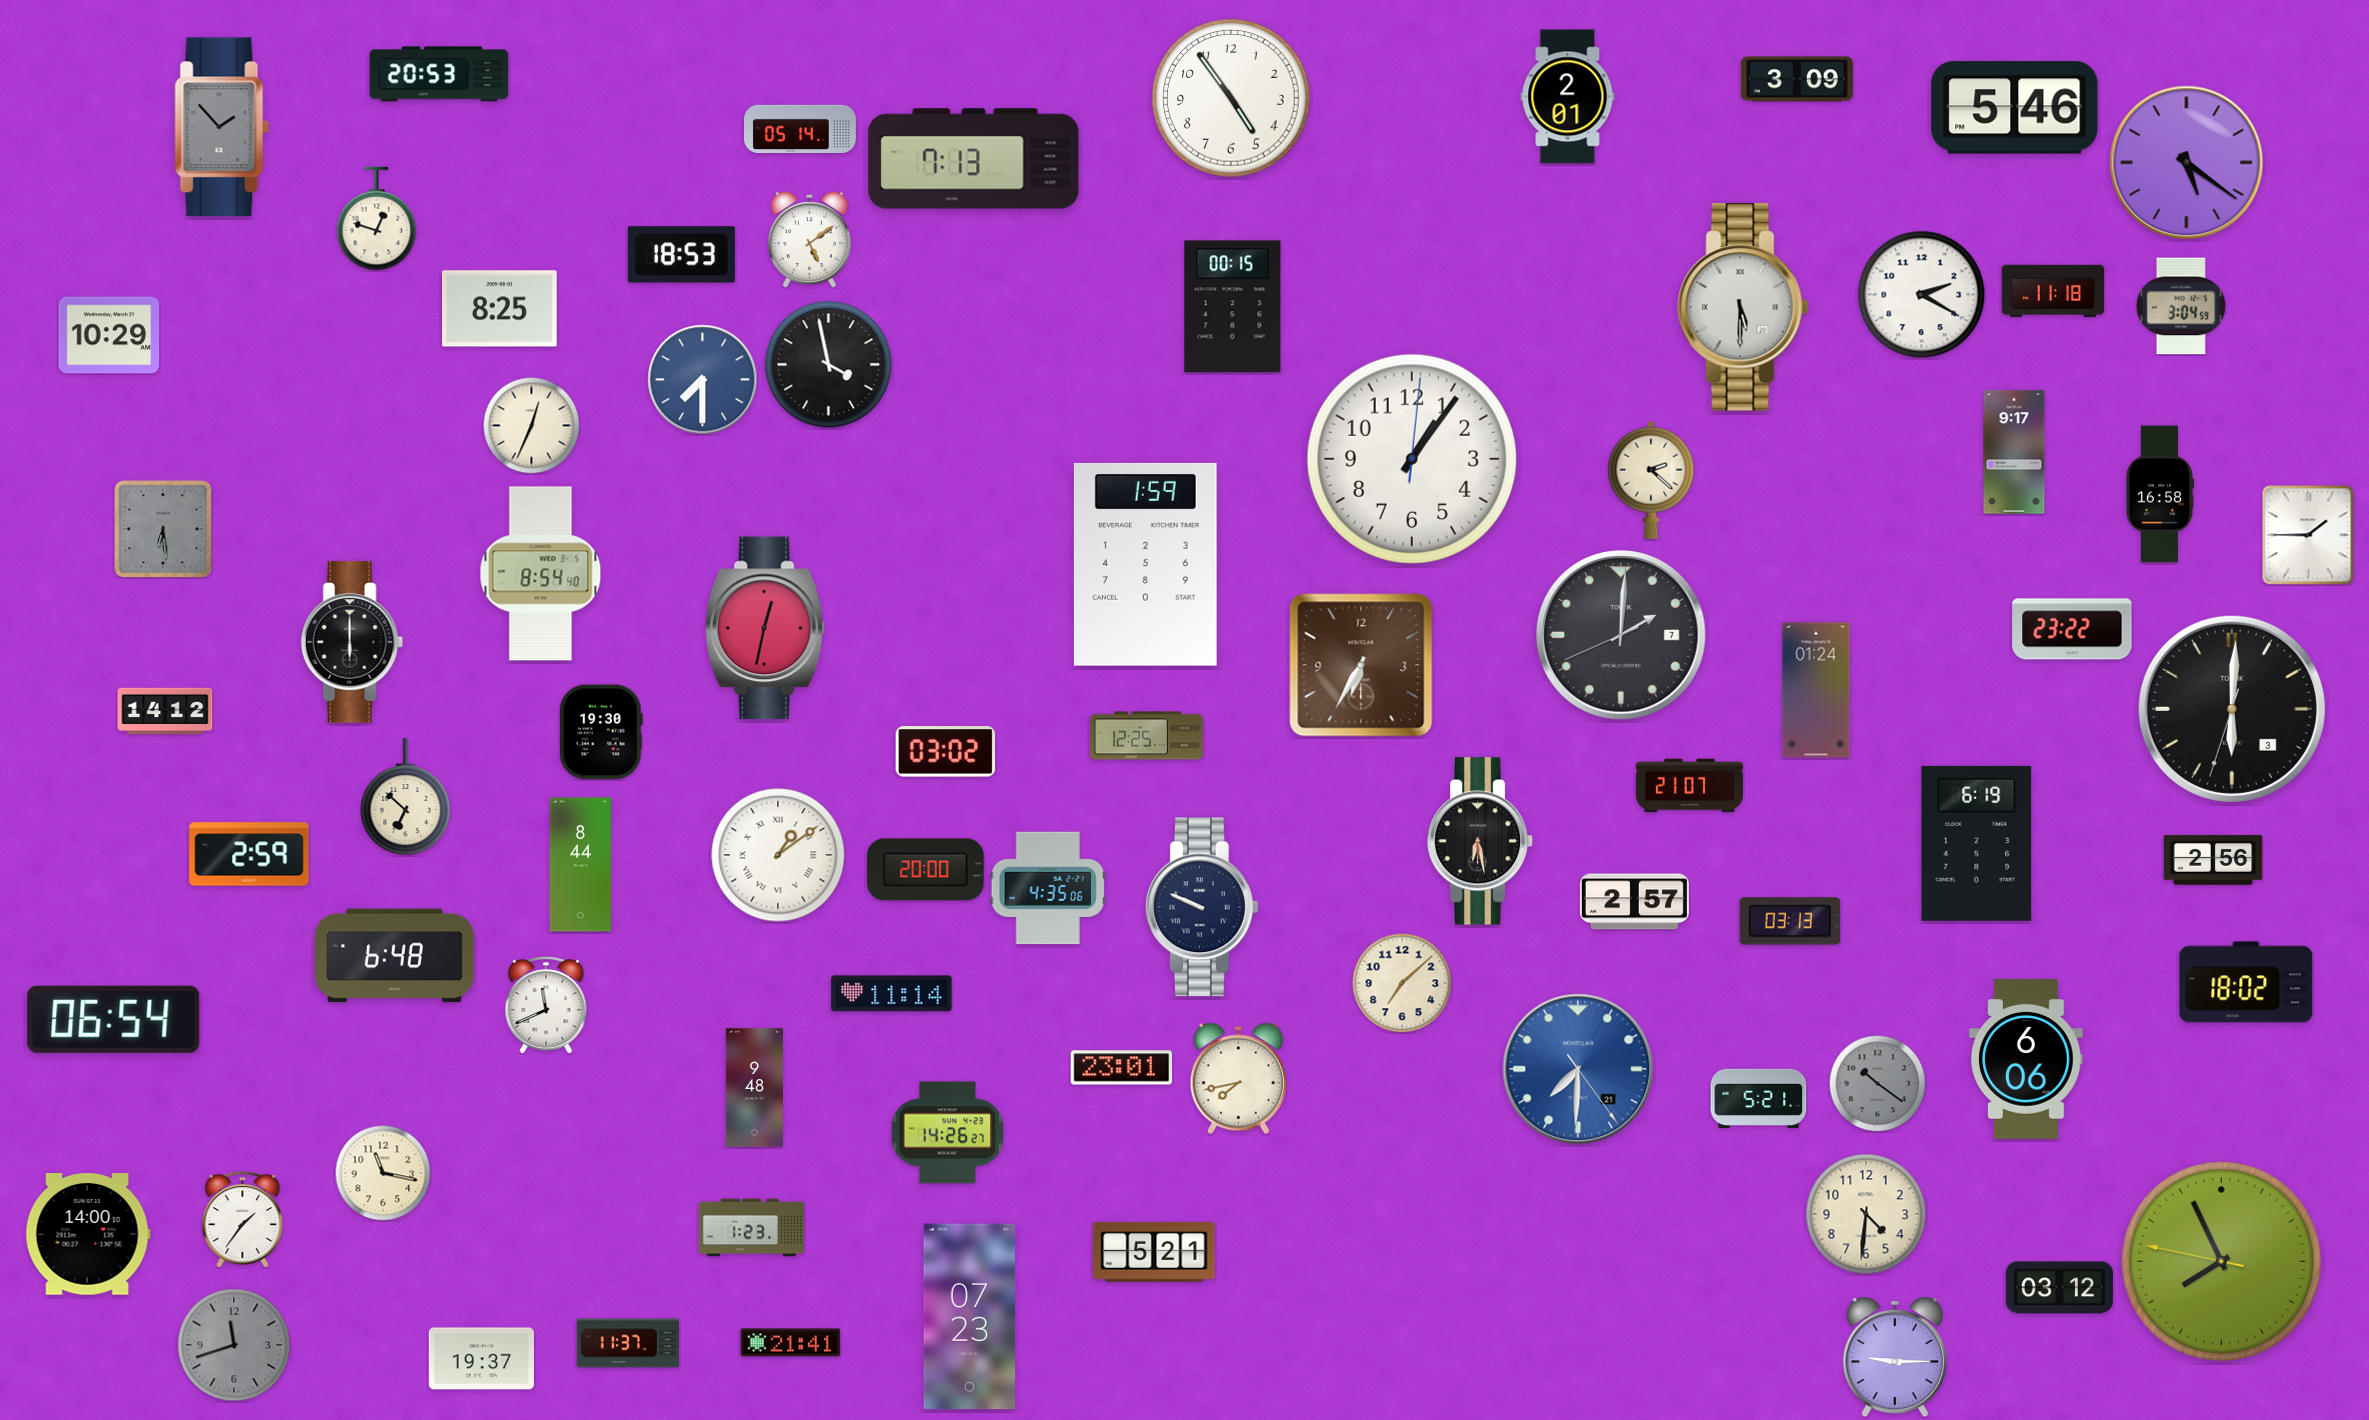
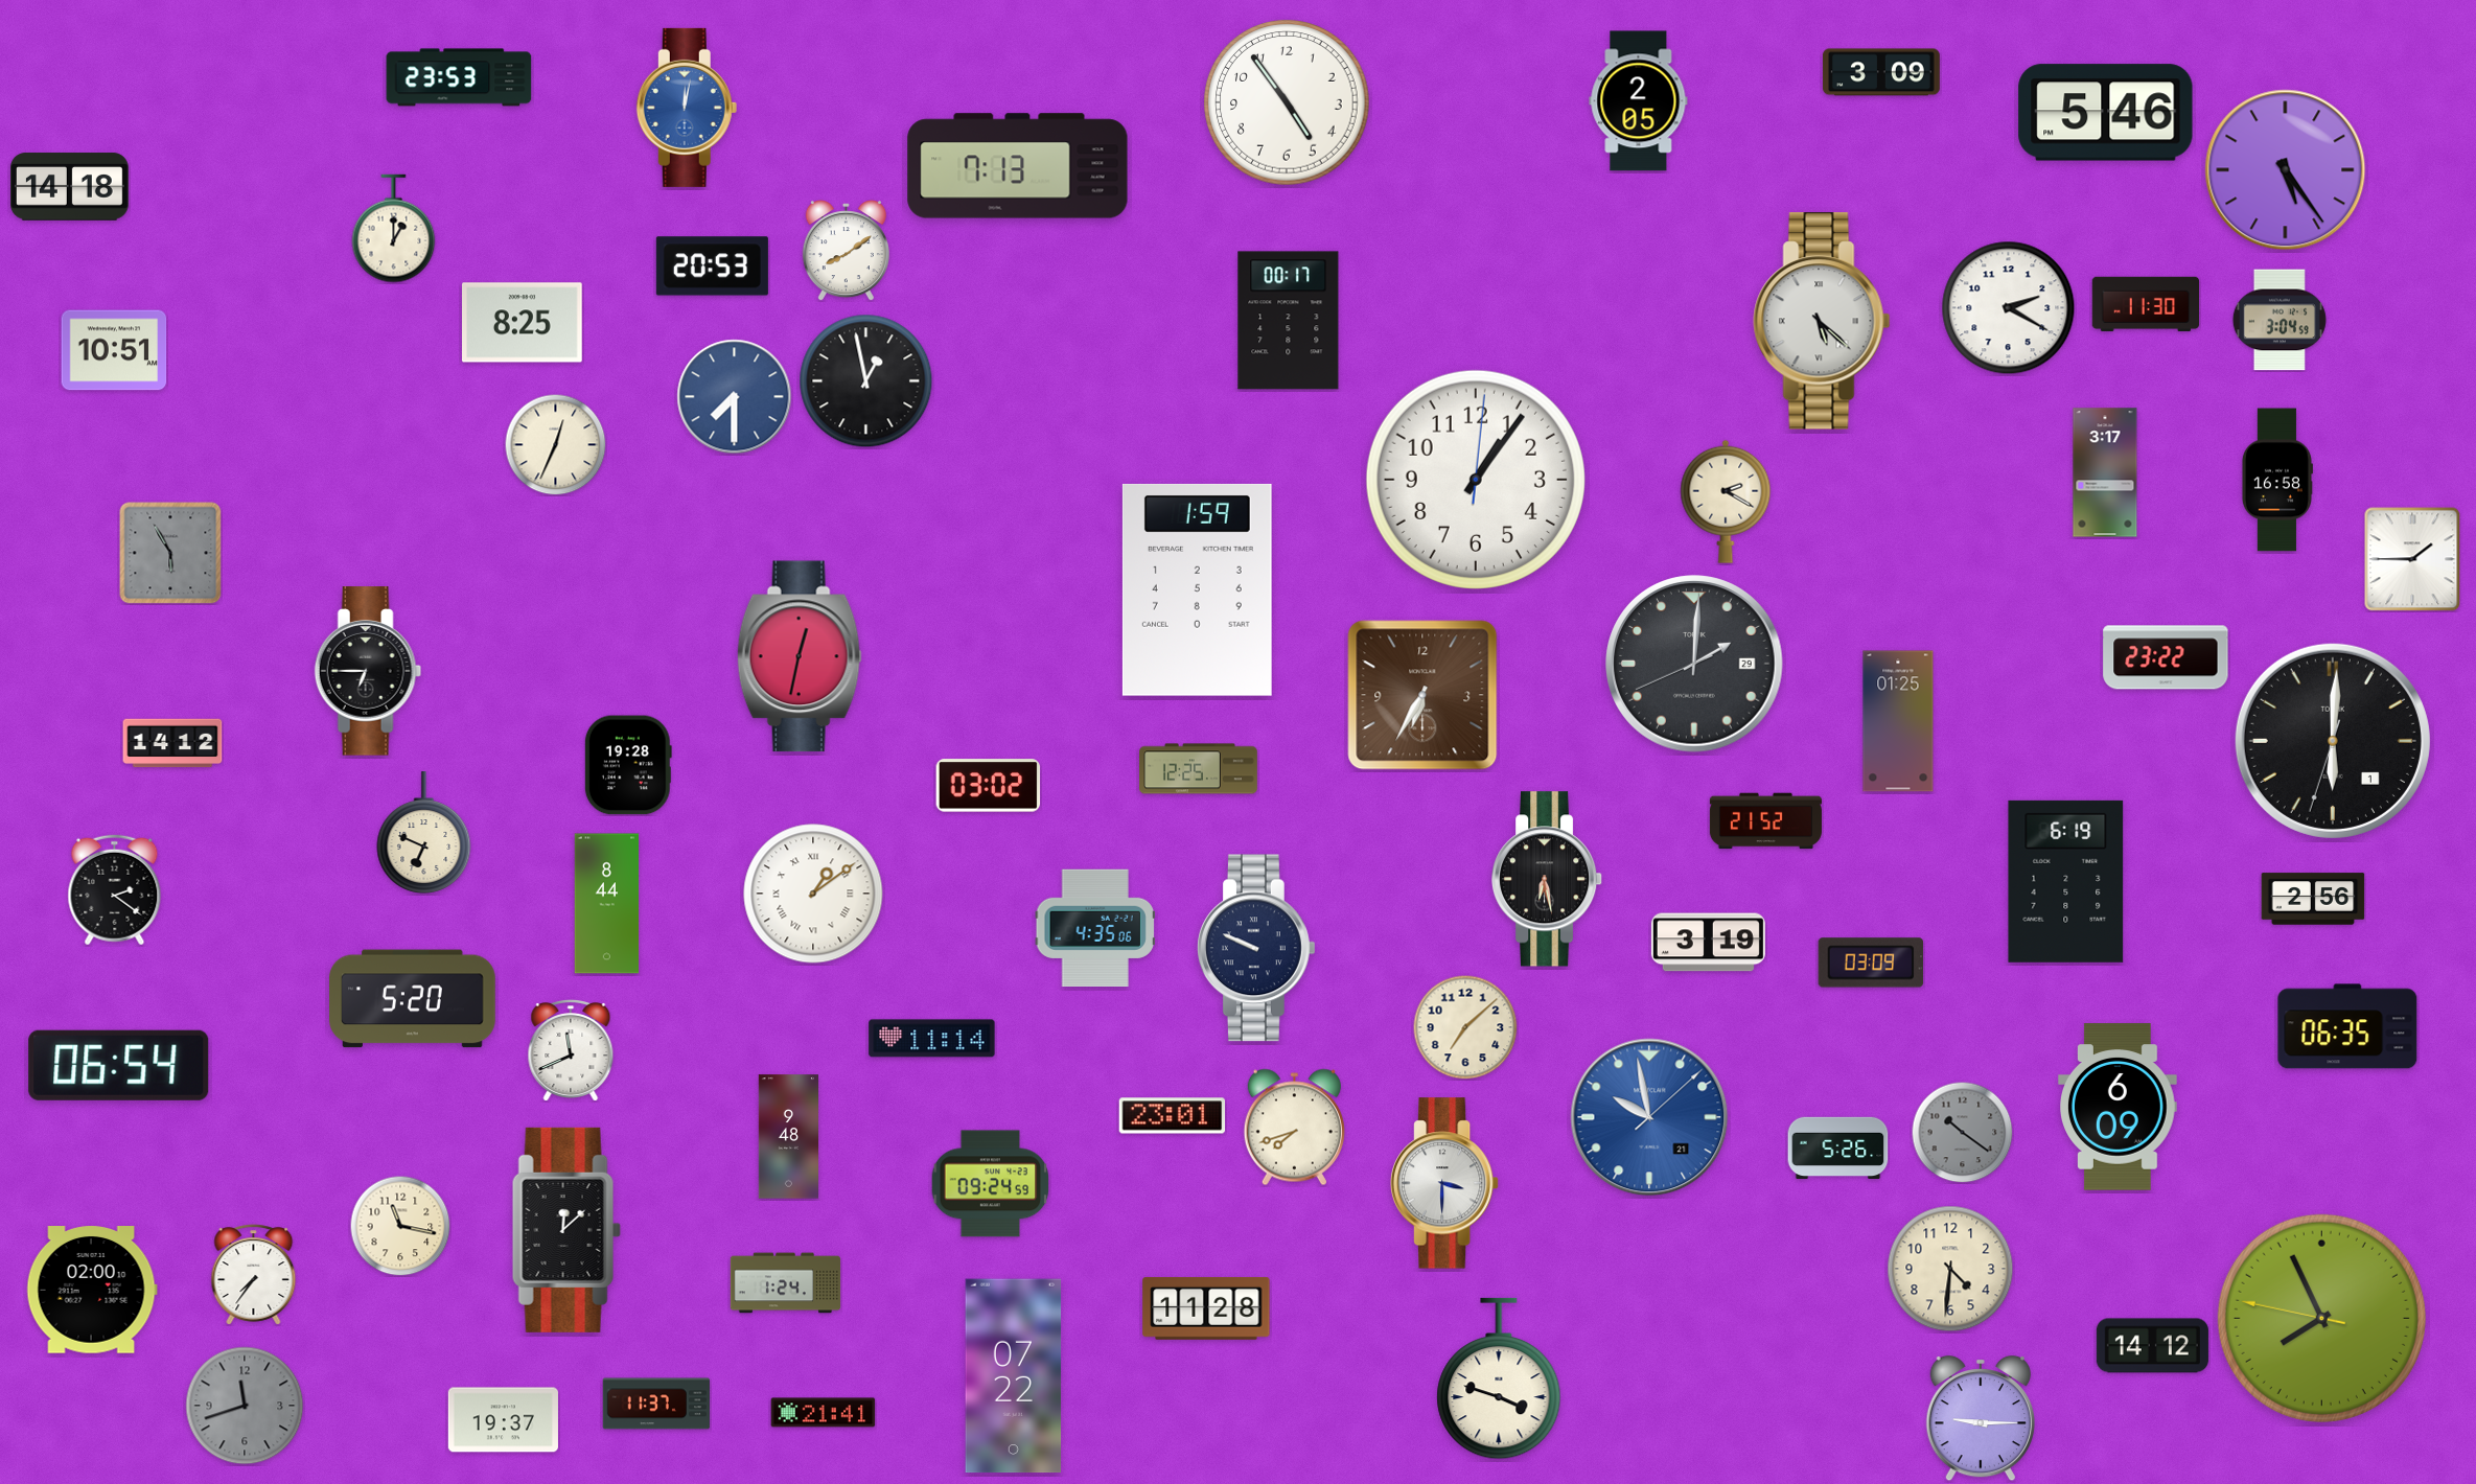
clock at (439, 74): 20:53 -> 23:53
clock at (1797, 79) position: (1797, 79) -> (1881, 72)
clock at (1568, 97): 2:01 -> 2:05
clock at (687, 108): none -> 12:02
clock at (222, 127): 1:53 -> none
clock at (801, 128): 05:14 -> none
clock at (2187, 163): 5:21 -> 5:24
clock at (70, 187): none -> 14:18
clock at (377, 219): 12:48 -> 1:00
clock at (809, 240): 5:09 -> 8:09
clock at (681, 255): 18:53 -> 20:53
clock at (2053, 291): 11:18 -> 11:30
clock at (1233, 307): 00:15 -> 00:17
clock at (1743, 307): 5:30 -> 5:22
clock at (109, 335): 10:29 -> 10:51
clock at (829, 365): 3:58 -> 12:58
clock at (2014, 452): 9:17 -> 3:17
clock at (1651, 480): 2:22 -> 2:20
clock at (2159, 494) position: (2159, 494) -> (2276, 480)
clock at (163, 529): 6:29 -> 5:55
clock at (541, 574): 8:54 -> none
clock at (1621, 635) date: 7 -> 29
clock at (352, 642): 6:00 -> 6:45
clock at (1816, 690): 01:24 -> 01:25
clock at (2232, 709) date: 3 -> 1
clock at (601, 732): 19:30 -> 19:28
clock at (1689, 786): 21:07 -> 21:52
clock at (406, 797): 6:52 -> 6:49
clock at (115, 890): none -> 2:21
clock at (249, 854): 2:59 -> none
clock at (926, 870): 20:00 -> none
clock at (1634, 902): 2:57 -> 3:19
clock at (1790, 921): 03:13 -> 03:09
clock at (395, 956): 6:48 -> 5:20
clock at (2246, 982): 18:02 -> 06:35
clock at (2027, 1059): 6:06 -> 6:09
clock at (1578, 1069): 7:30 -> 9:58
clock at (1238, 1079): 7:43 -> 7:42
clock at (1759, 1098): 5:21 -> 5:26
clock at (1444, 1183): none -> 3:30
clock at (948, 1133): 14:26 -> 09:24
clock at (566, 1230): none -> 12:08
clock at (243, 1220): 1:36 -> 7:36
clock at (751, 1228): 1:23 -> 1:24
clock at (88, 1235): 14:00 -> 02:00
clock at (1154, 1253): 5:21 -> 11:28
clock at (2059, 1288): 03:12 -> 14:12
clock at (970, 1317): 07:23 -> 07:22
clock at (1499, 1378): none -> 3:48
clock at (791, 1343) position: (791, 1343) -> (824, 1413)
